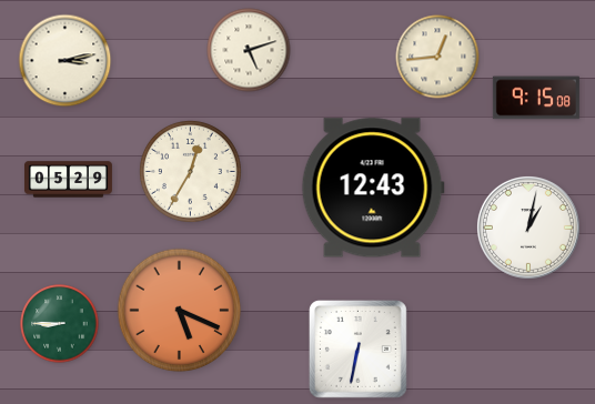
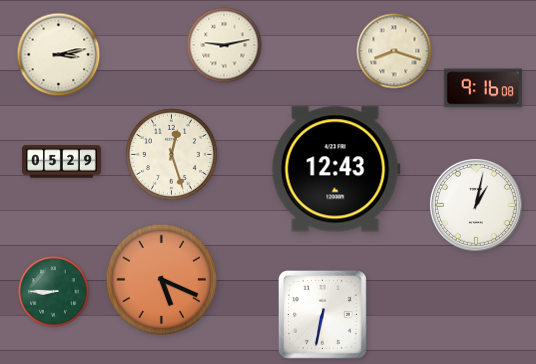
clock at (249, 50): 5:12 -> 9:13
clock at (437, 57): 12:44 -> 8:18
clock at (536, 98): 9:15 -> 9:16
clock at (190, 171): 12:35 -> 12:27
